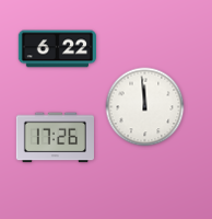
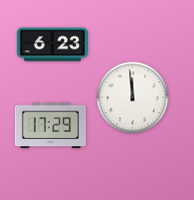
clock at (57, 49): 6:22 -> 6:23
clock at (55, 138): 17:26 -> 17:29
